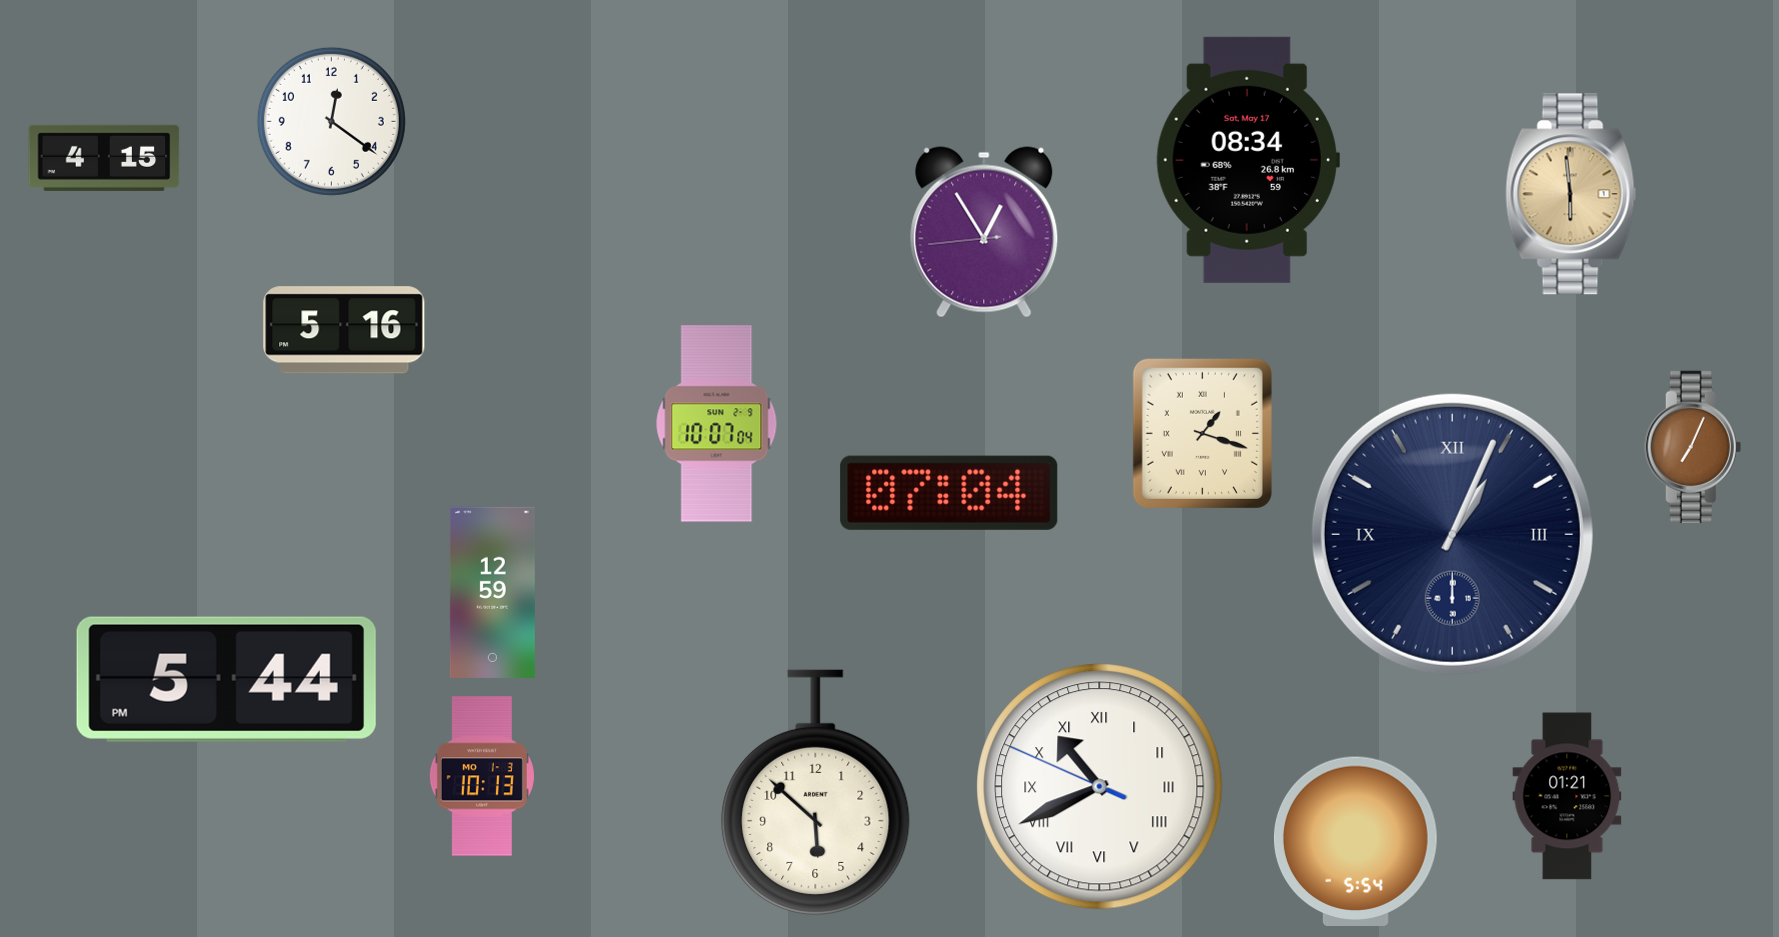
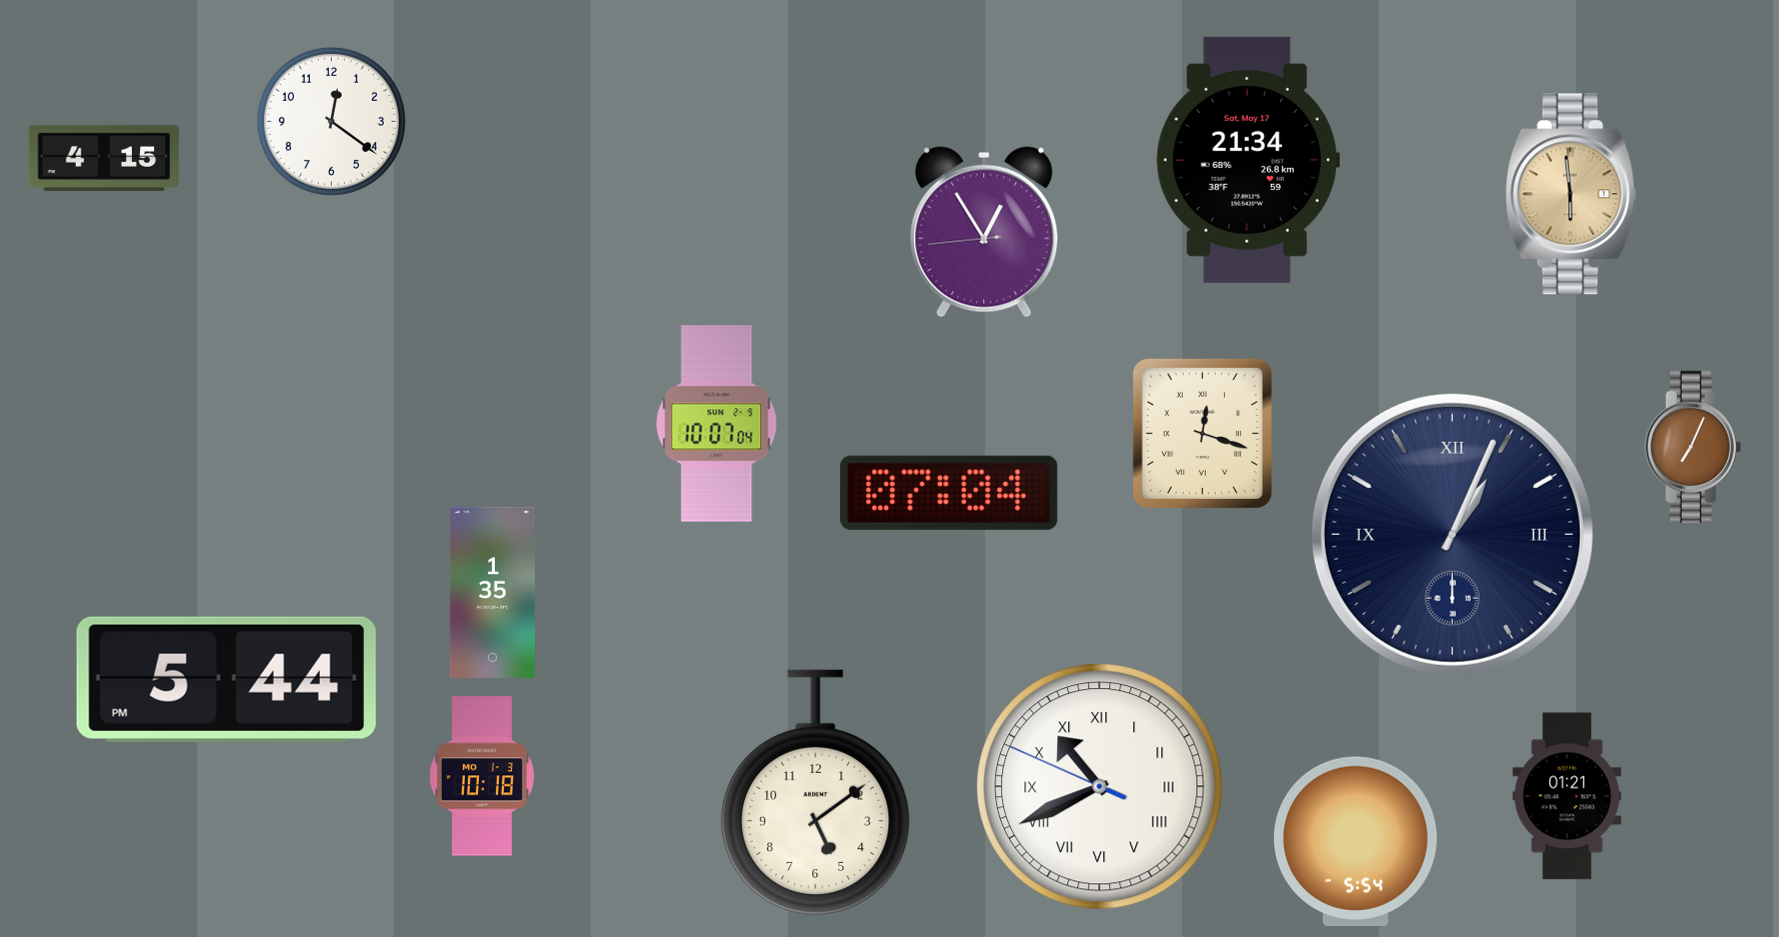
clock at (1248, 160): 08:34 -> 21:34
clock at (344, 330): 5:16 -> none
clock at (1202, 433): 1:18 -> 12:18
clock at (492, 592): 12:59 -> 1:35
clock at (482, 776): 10:13 -> 10:18
clock at (816, 793): 5:52 -> 5:09
